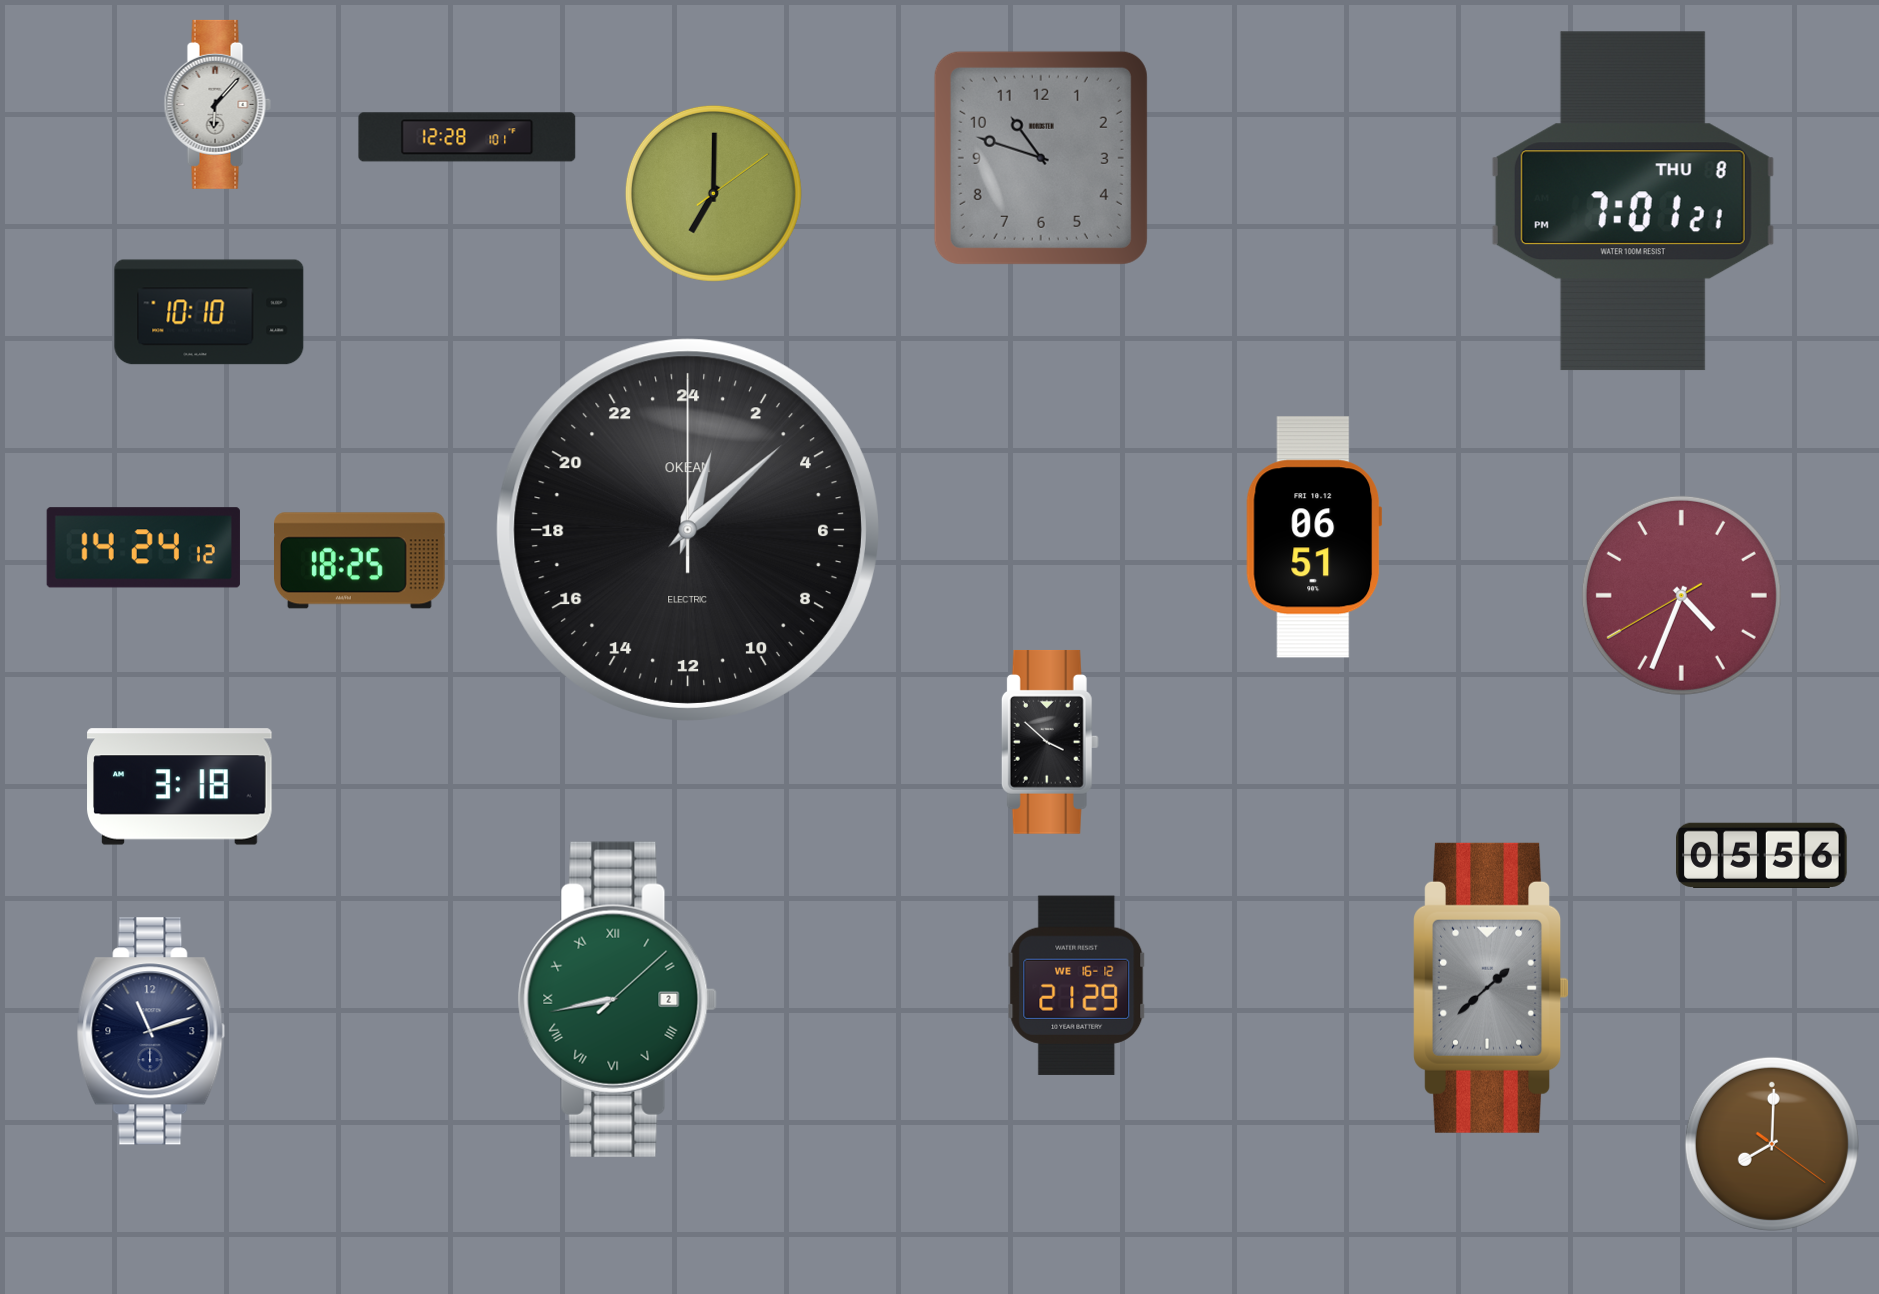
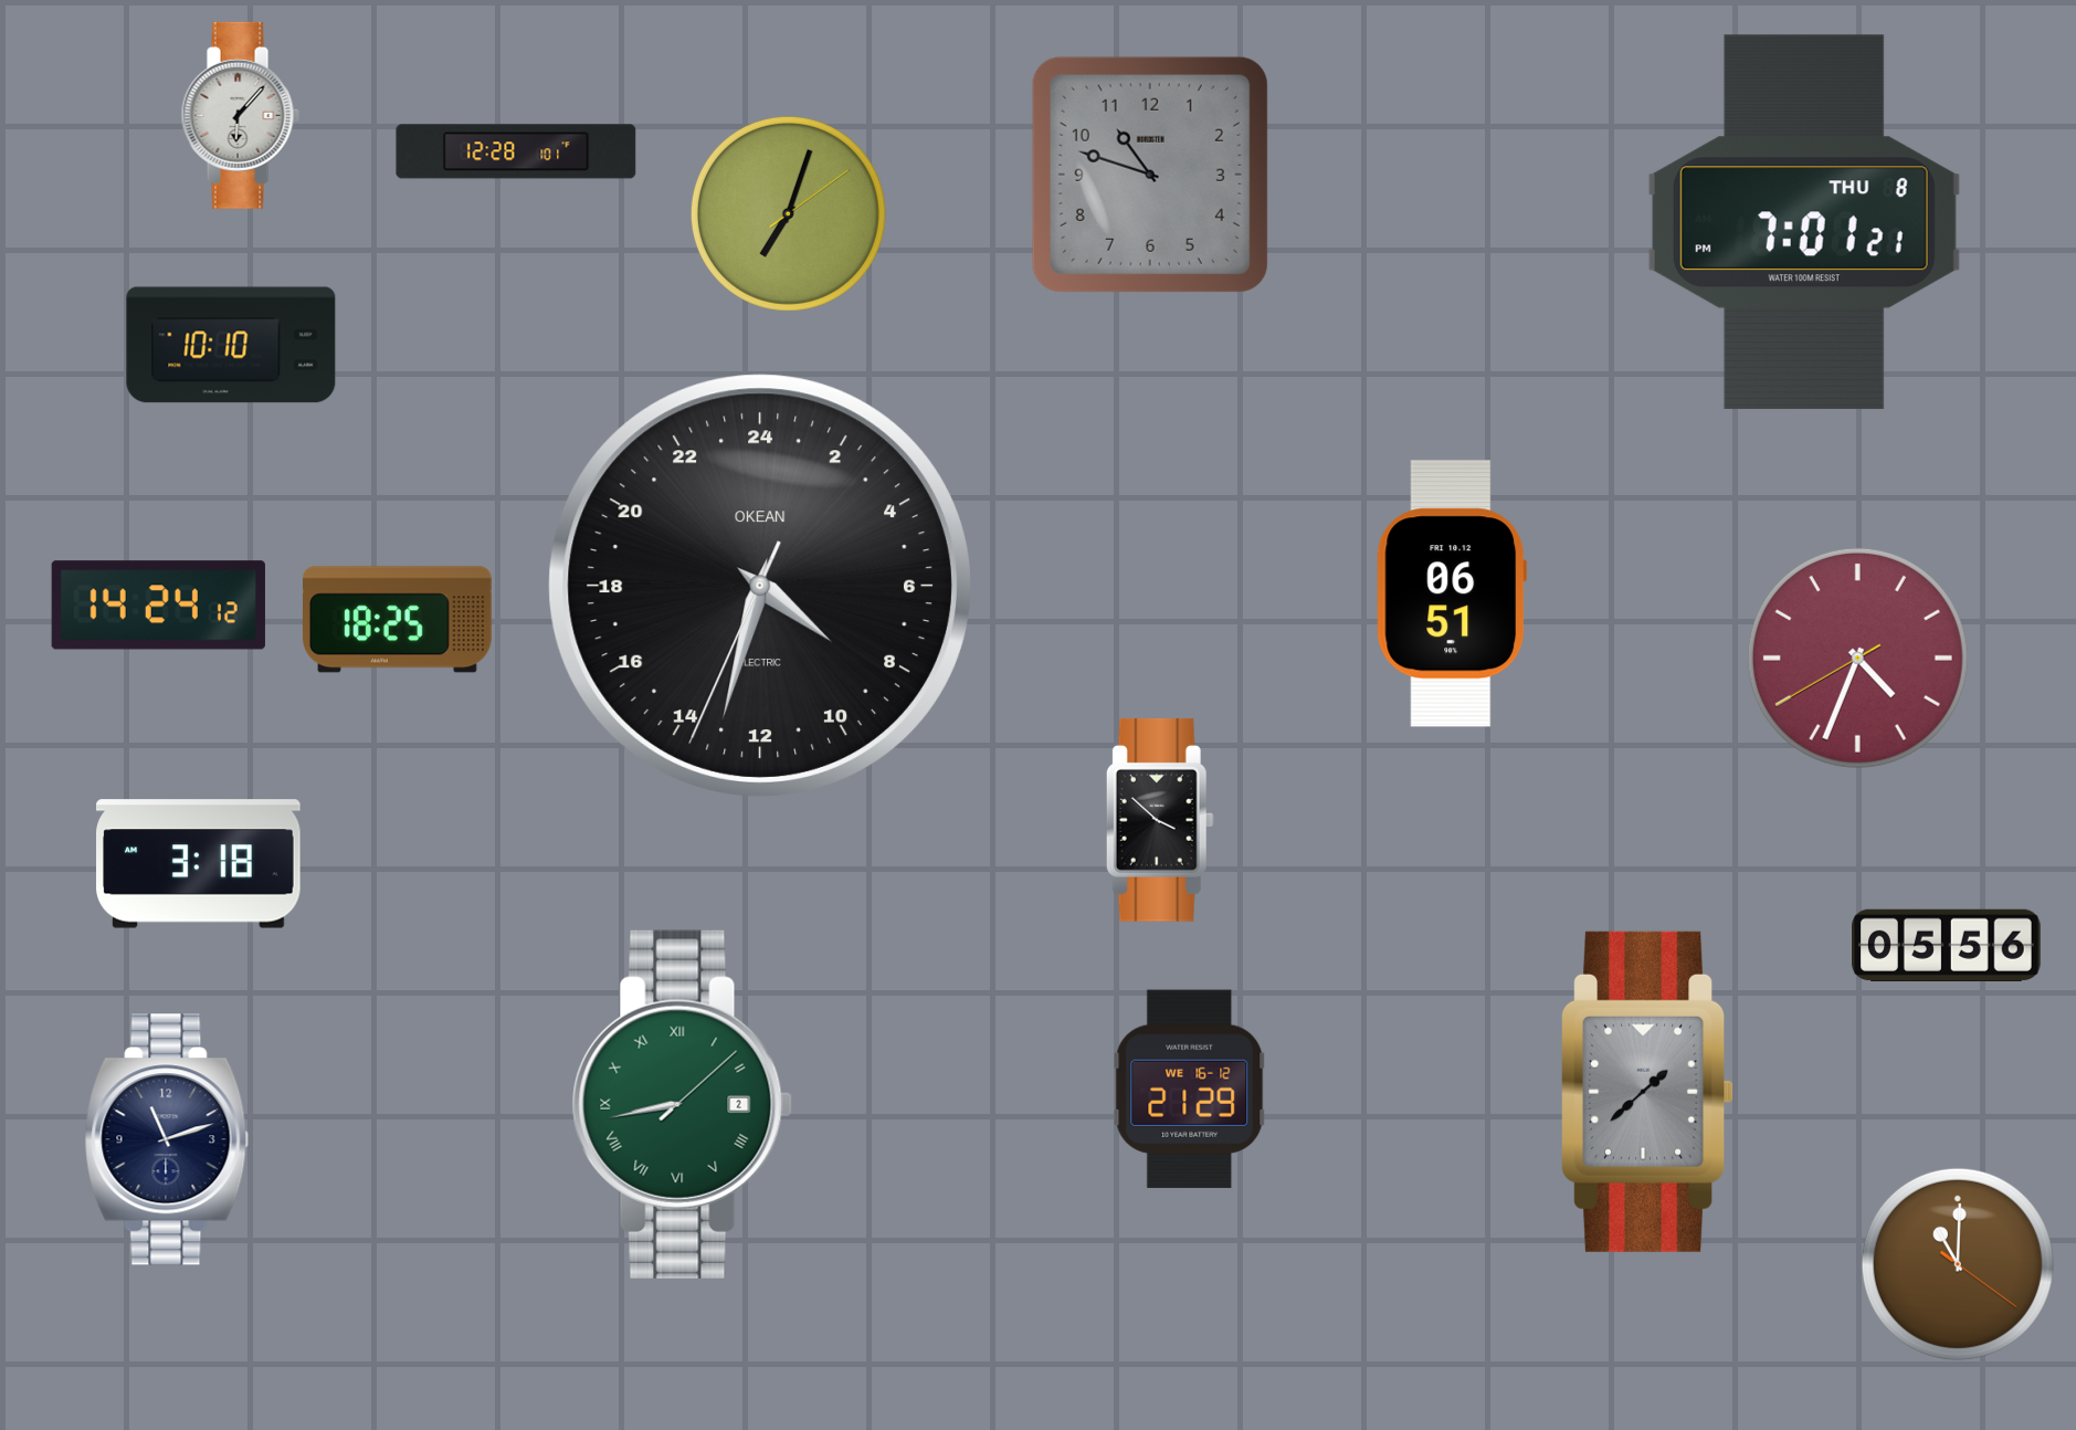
clock at (713, 193): 7:00 -> 7:03
clock at (688, 530): 1:08 -> 8:32
clock at (180, 787) position: (180, 787) -> (199, 864)
clock at (1772, 1144): 8:00 -> 11:00
